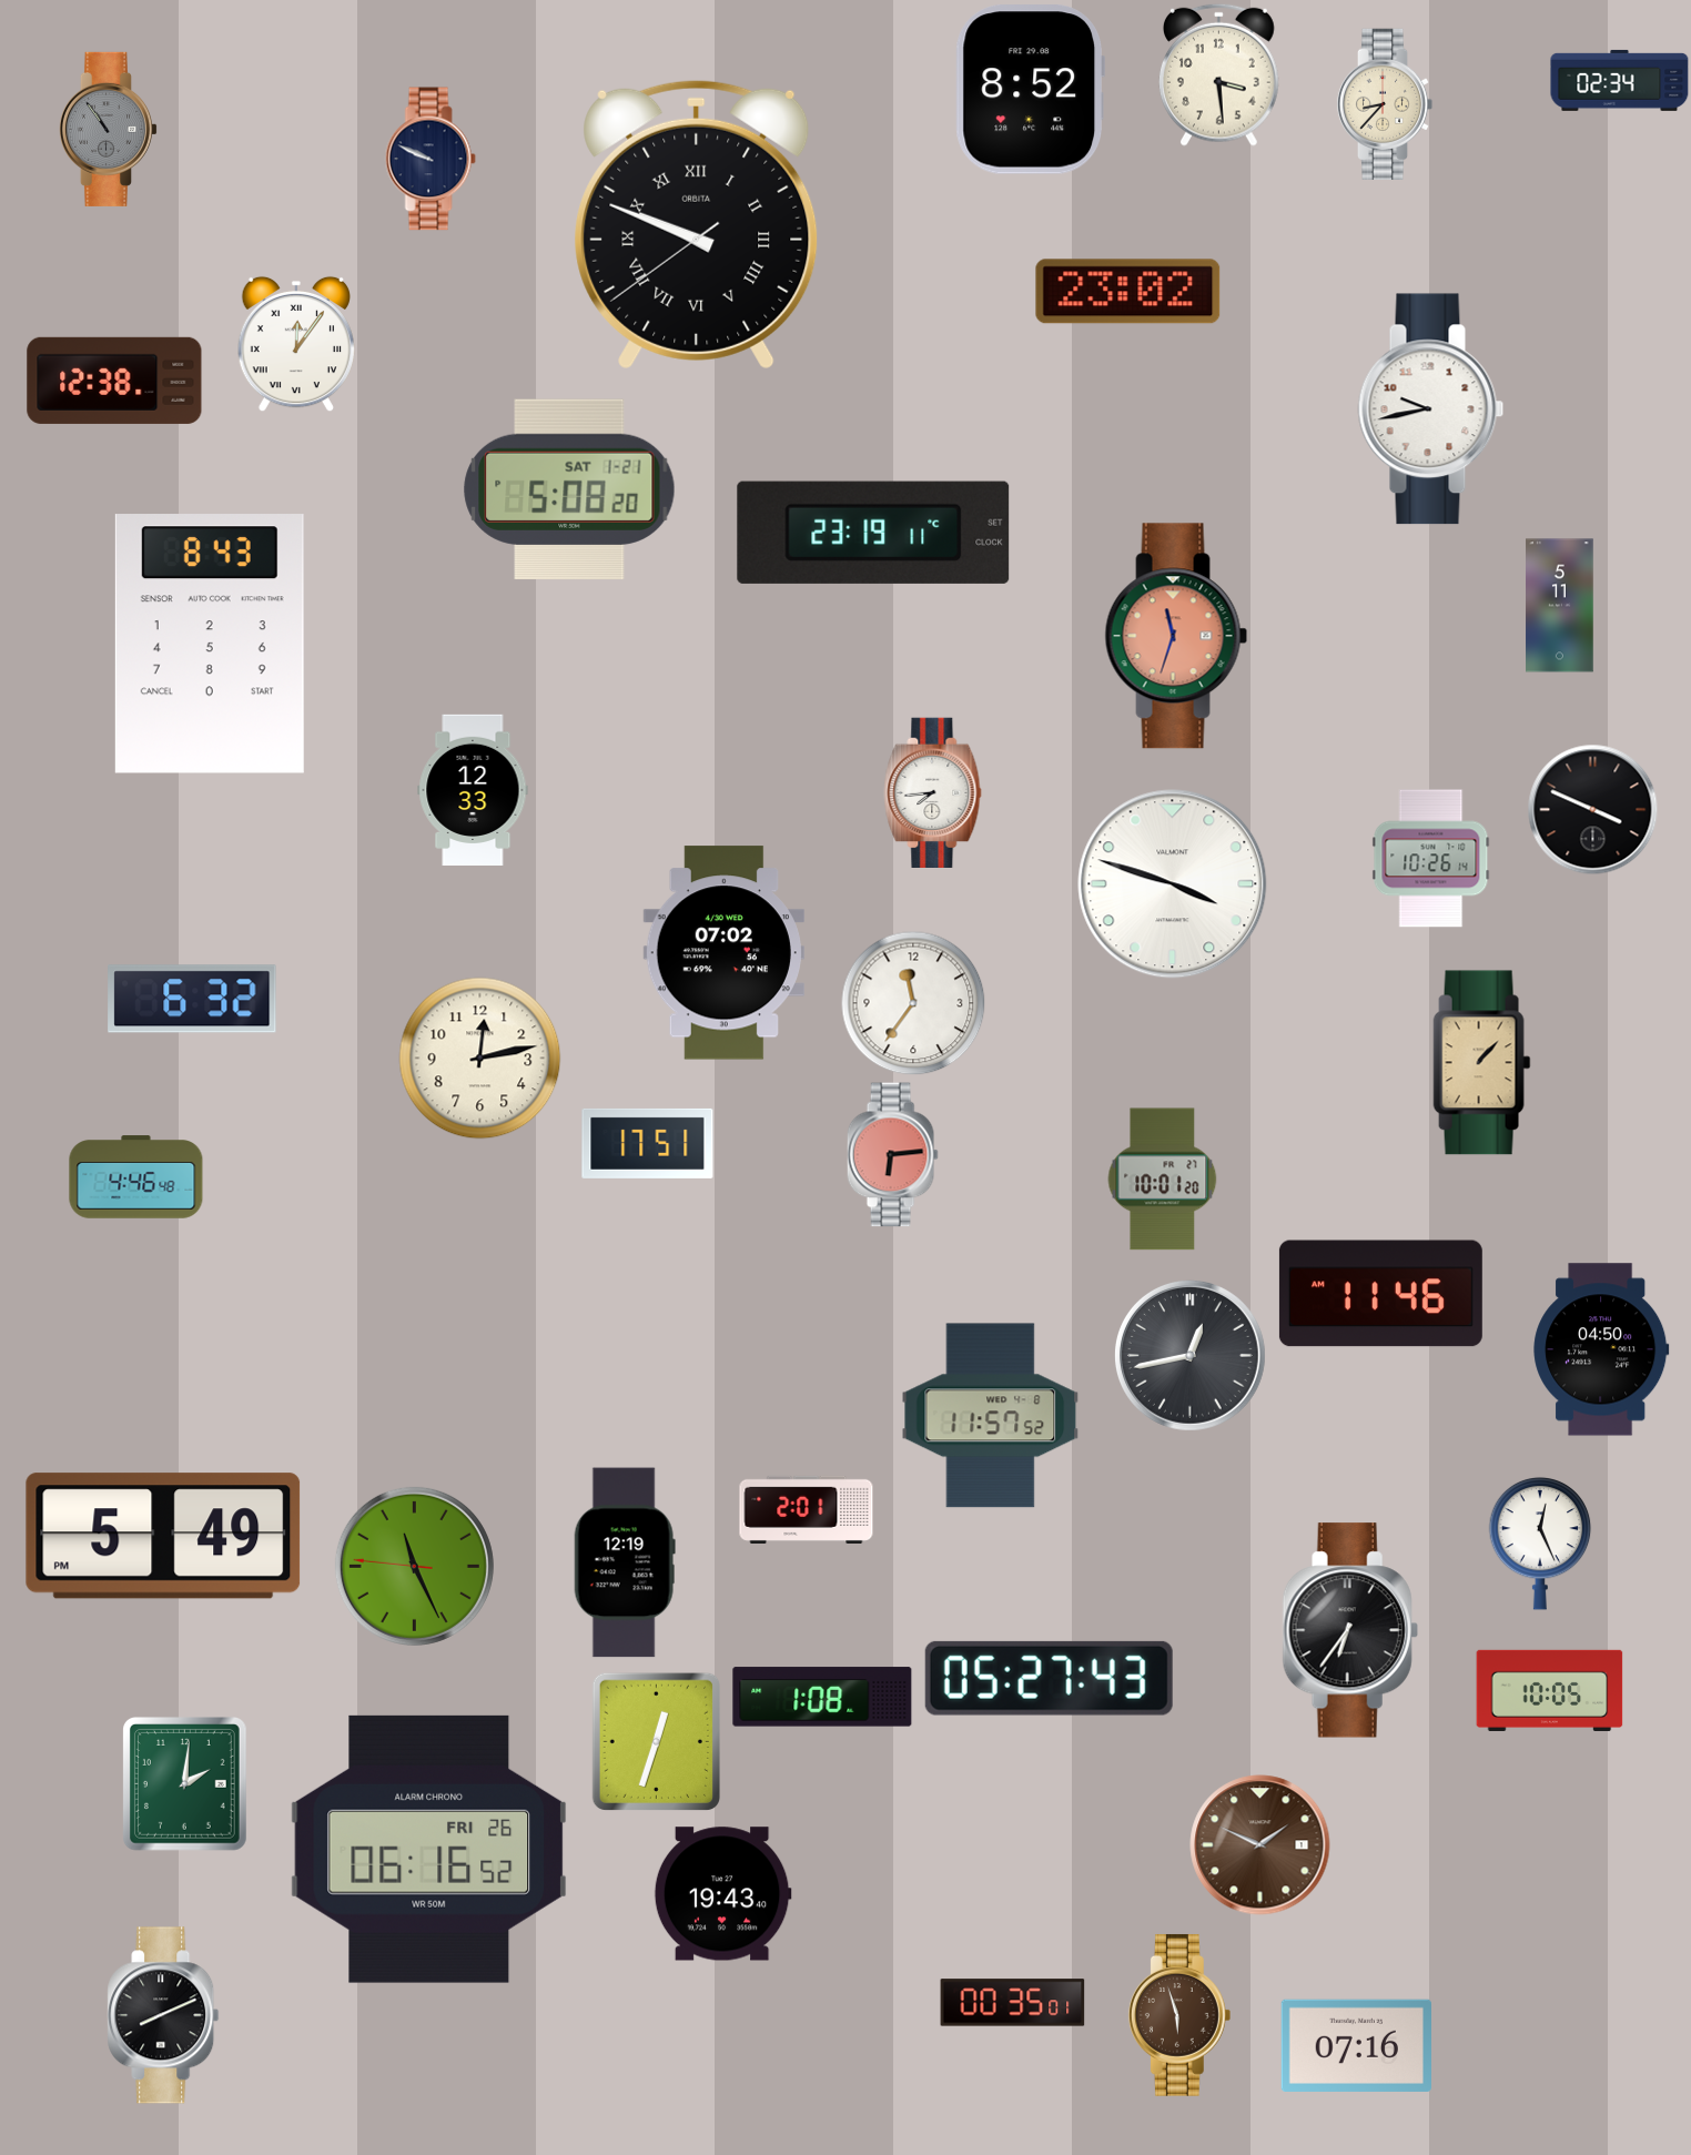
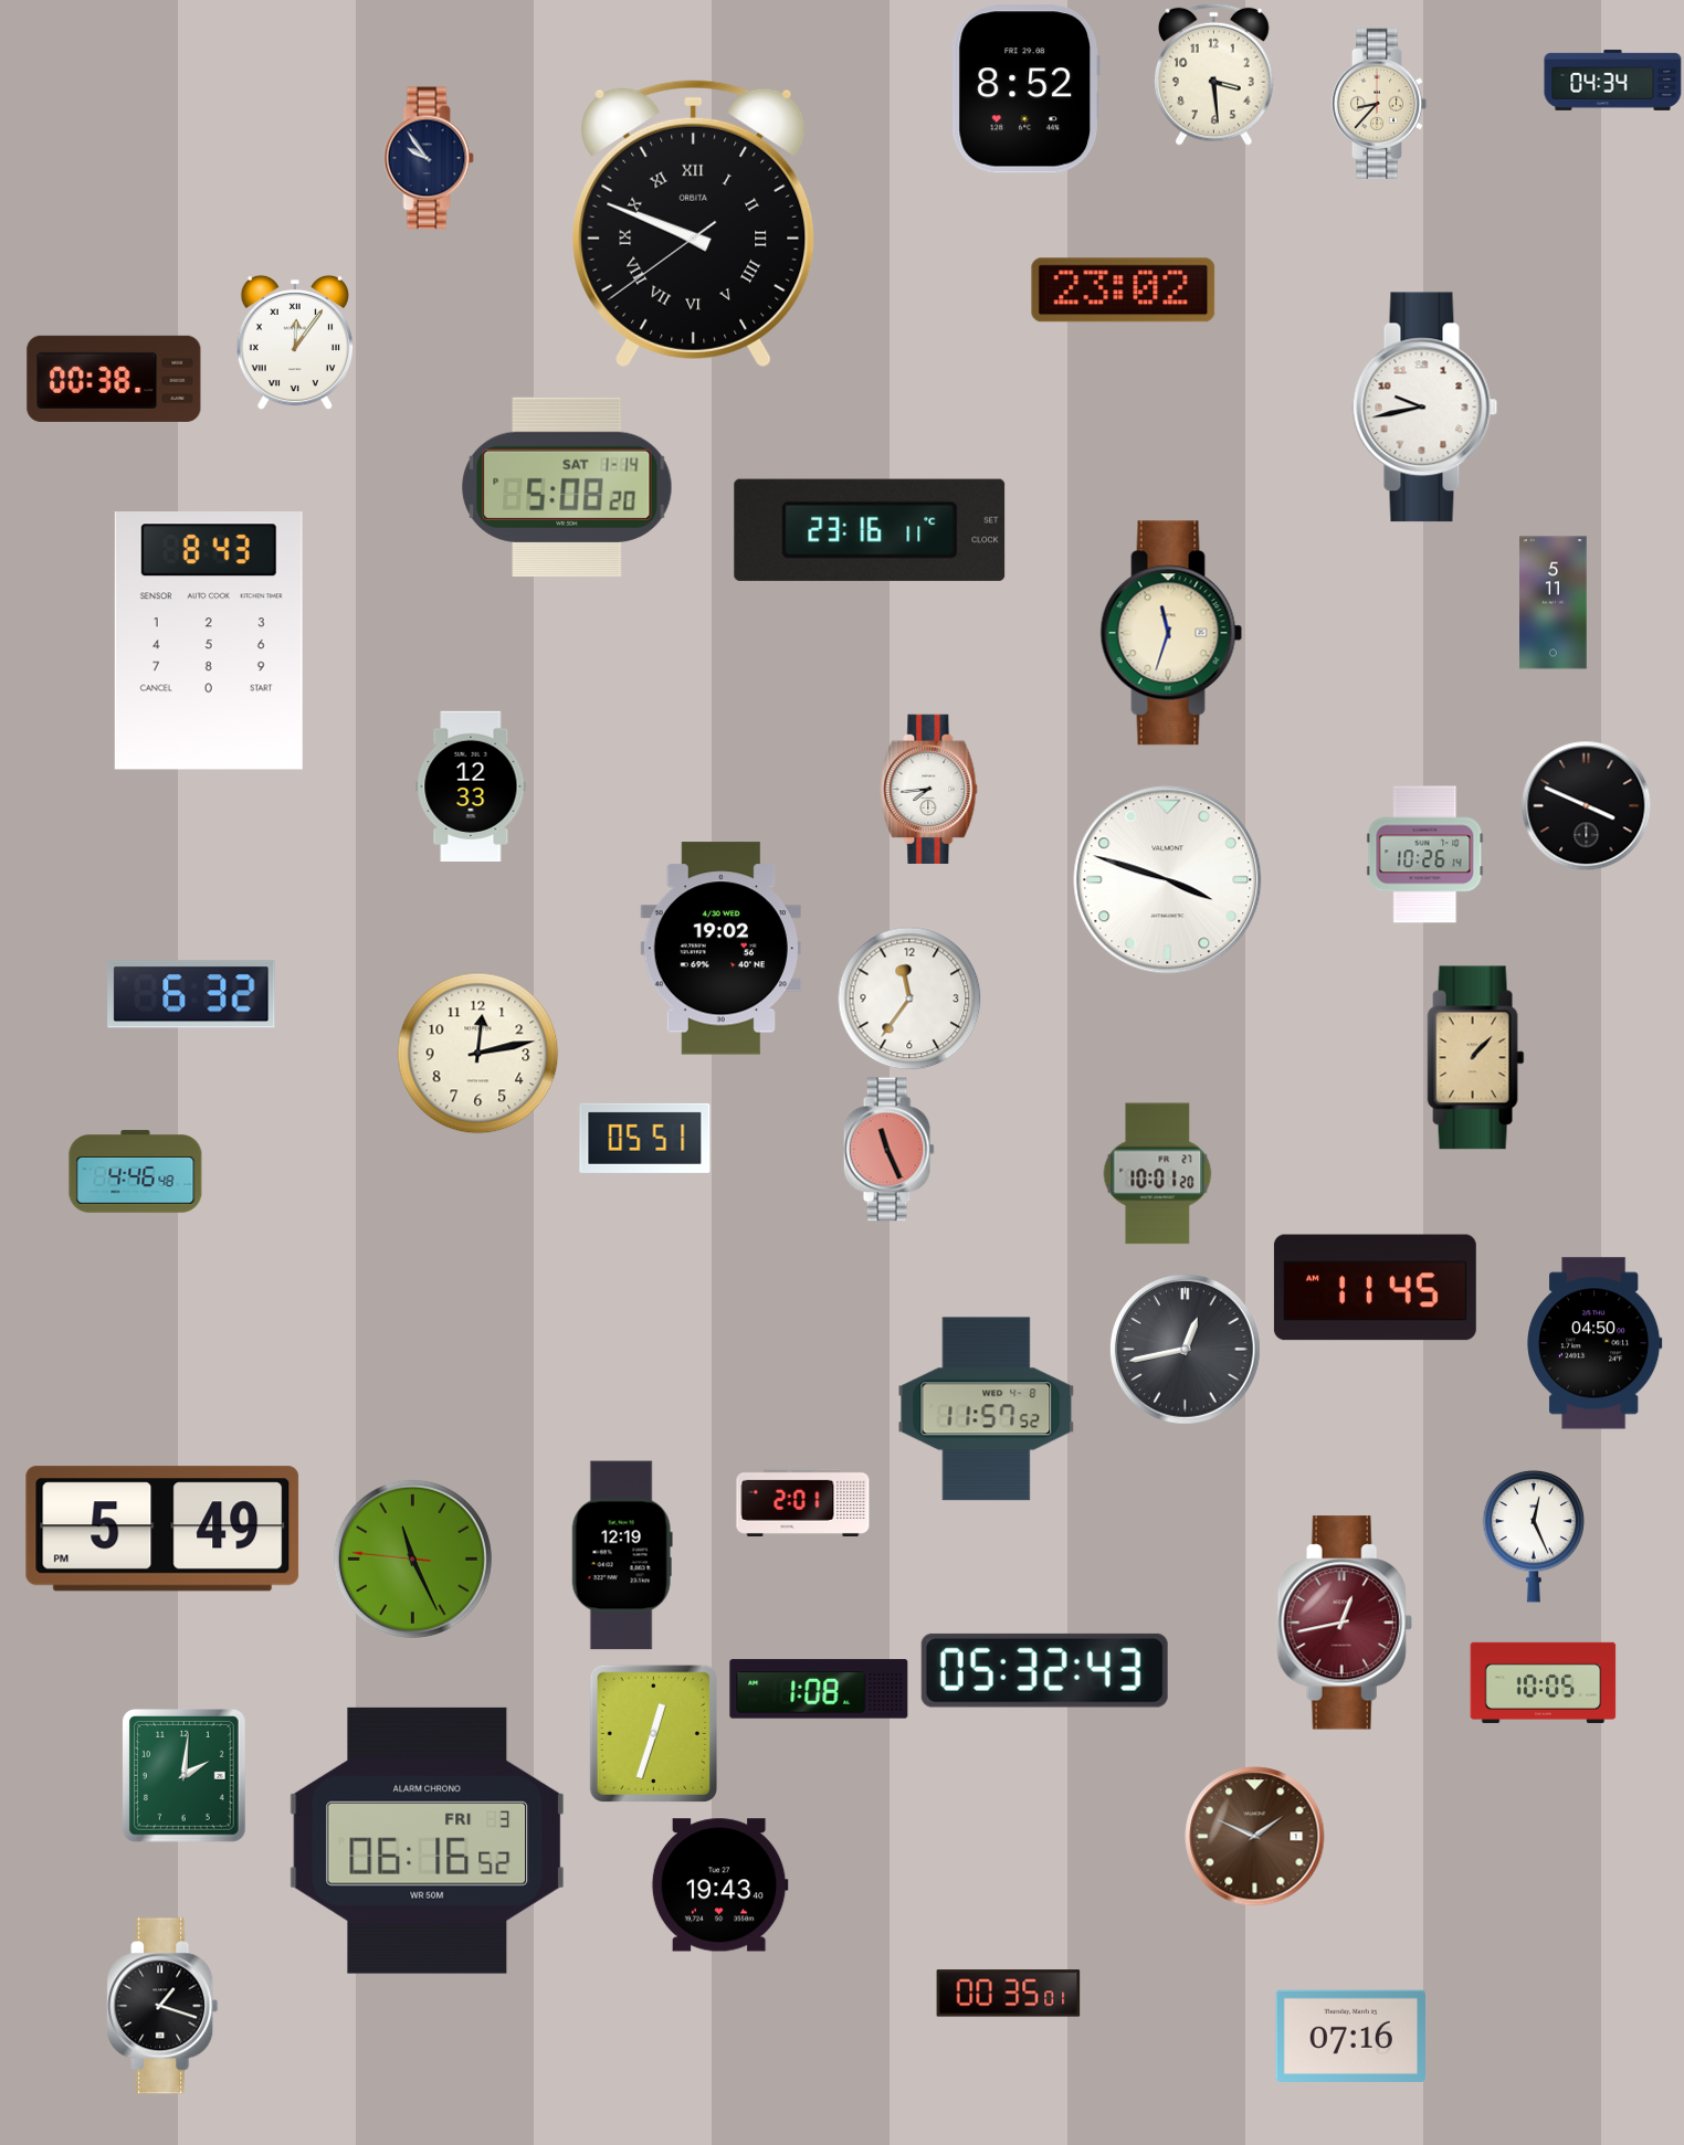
clock at (1620, 80): 02:34 -> 04:34
clock at (108, 129): 10:54 -> none
clock at (431, 159): 9:49 -> 9:54
clock at (114, 381): 12:38 -> 00:38
clock at (569, 489) date: SAT 1-21 -> SAT 1-14
clock at (873, 533): 23:19 -> 23:16
clock at (1176, 636) dial: salmon -> cream
clock at (723, 953): 07:02 -> 19:02
clock at (648, 1143): 17:51 -> 05:51
clock at (892, 1155): 6:14 -> 11:26
clock at (1380, 1294): 11:46 -> 11:45
clock at (1350, 1630): 6:36 -> 12:43
clock at (1350, 1630) dial: black -> burgundy
clock at (1049, 1678): 05:27 -> 05:32
clock at (428, 1849) date: FRI 26 -> FRI 3
clock at (163, 2015): 8:11 -> 1:18
clock at (1179, 2015): 5:57 -> none
